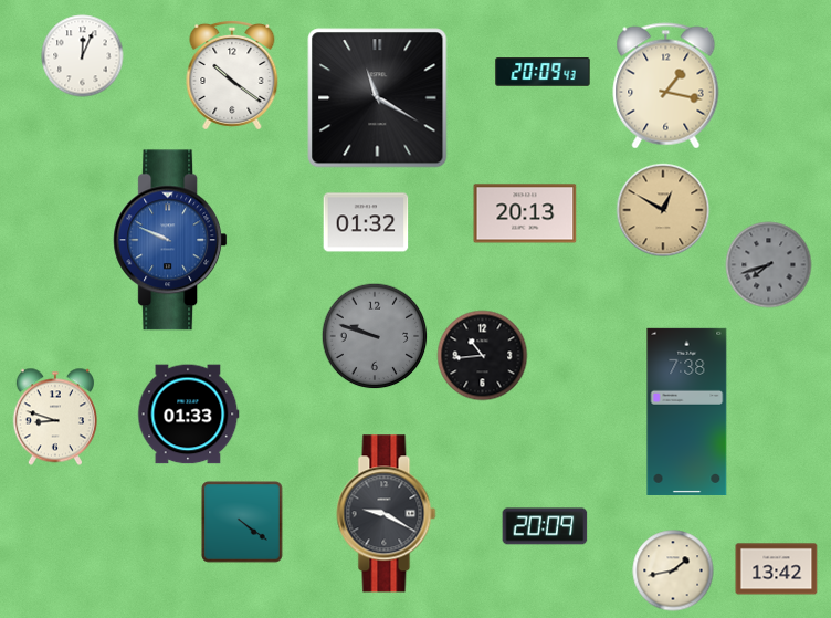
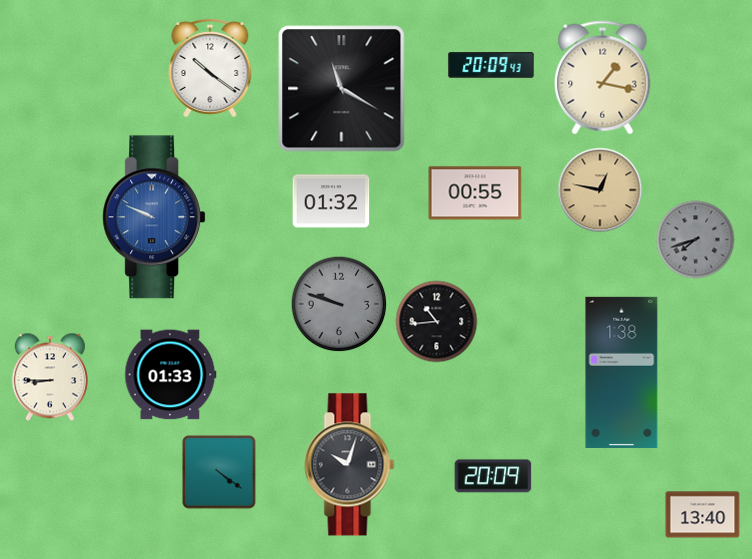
clock at (83, 56): 12:04 -> none
clock at (663, 210): 12:50 -> 12:47
clock at (525, 213): 20:13 -> 00:55
clock at (687, 411): 7:38 -> 1:38
clock at (55, 417): 8:48 -> 8:45
clock at (387, 514): 9:20 -> 10:03
clock at (777, 569): 13:42 -> 13:40
clock at (673, 570): 1:43 -> none
